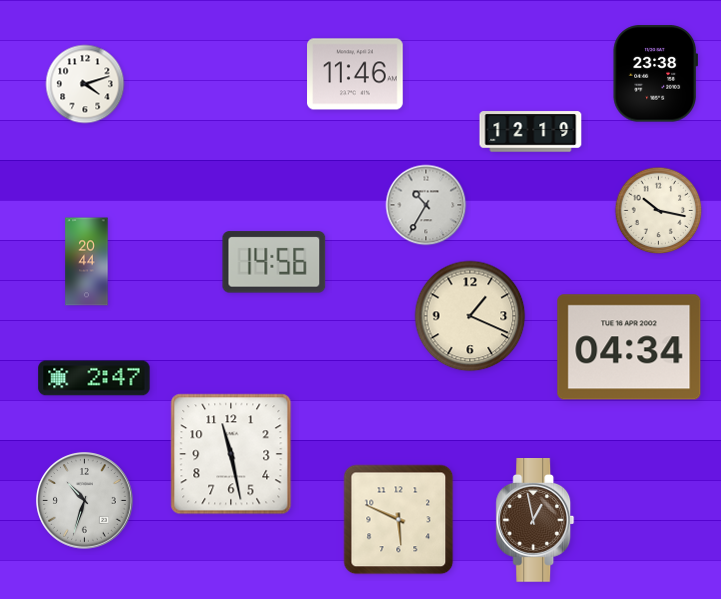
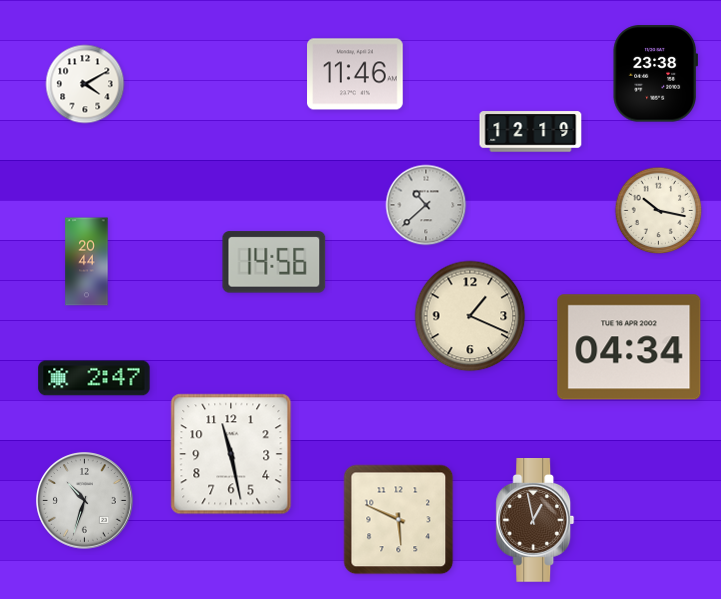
clock at (85, 84): 4:12 -> 4:10
clock at (426, 205): 10:35 -> 10:38
